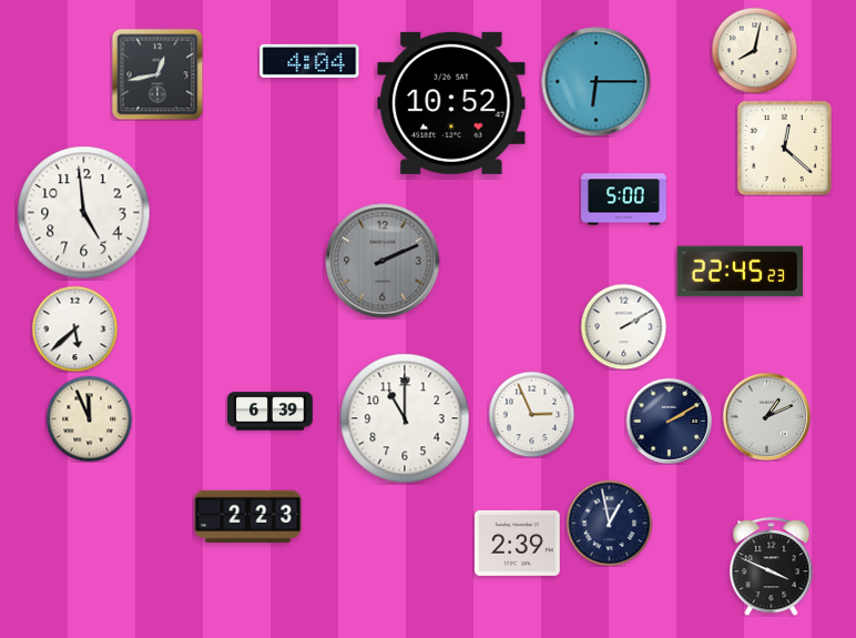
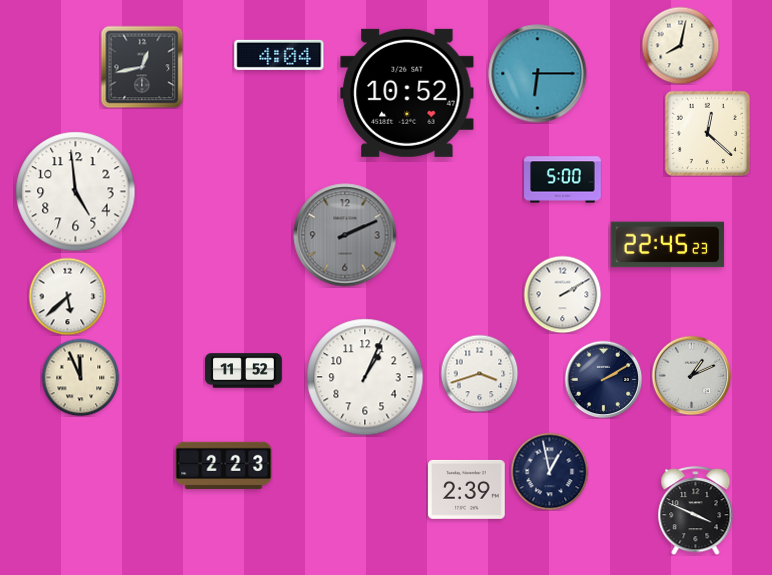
clock at (271, 412): 6:39 -> 11:52
clock at (531, 414): 2:56 -> 3:42
clock at (405, 418): 11:00 -> 1:04
